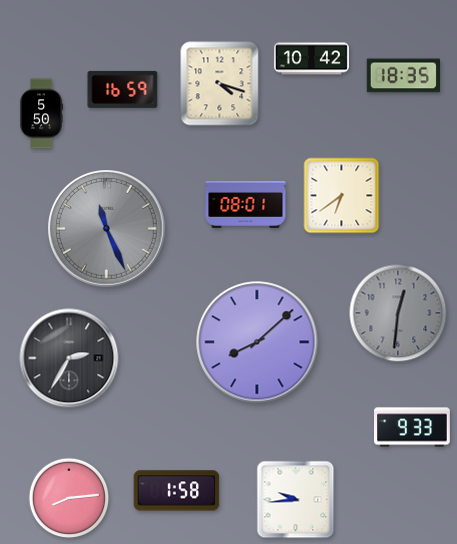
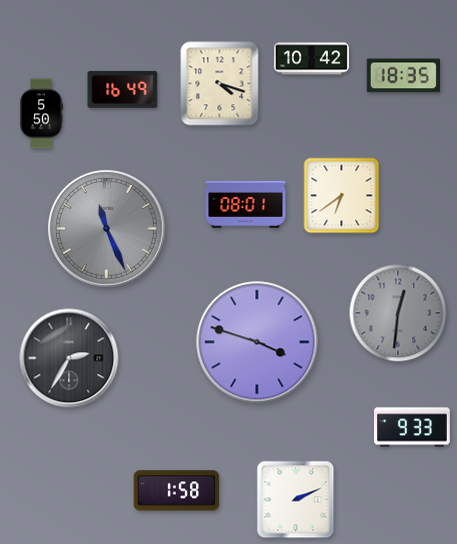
clock at (123, 89): 16:59 -> 16:49
clock at (257, 342): 8:08 -> 3:48
clock at (69, 498): 8:14 -> none
clock at (296, 500): 9:44 -> 2:11
